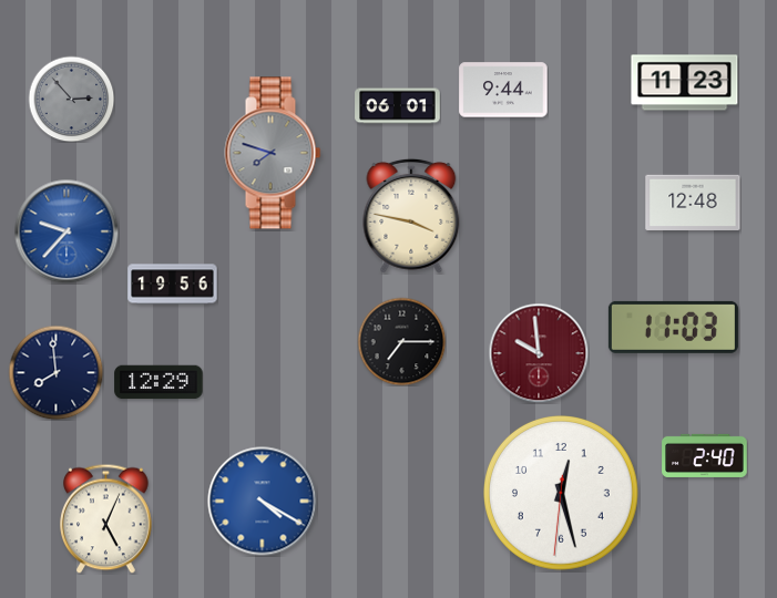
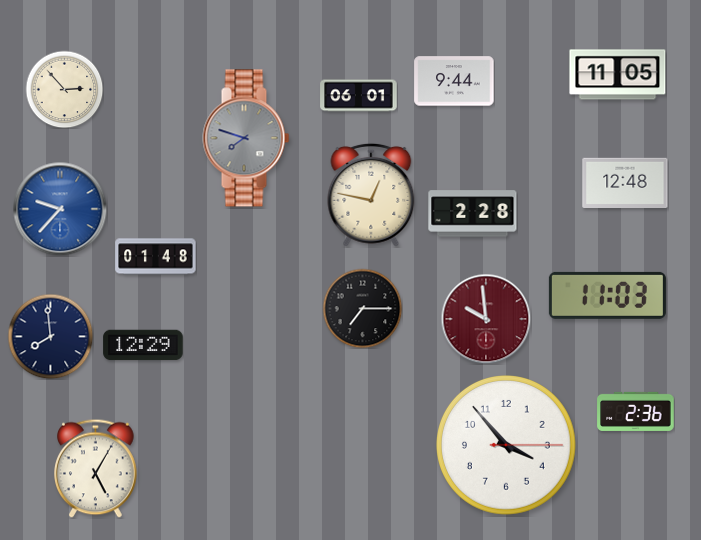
clock at (685, 83): 11:23 -> 11:05
clock at (71, 99) dial: grey -> cream
clock at (411, 216): 3:47 -> 12:47
clock at (473, 214): none -> 2:28
clock at (173, 285): 19:56 -> 01:48
clock at (705, 455): 2:40 -> 2:36
clock at (562, 494): 12:27 -> 3:53
clock at (263, 502): 4:20 -> none
clock at (106, 518): 5:04 -> 5:05
